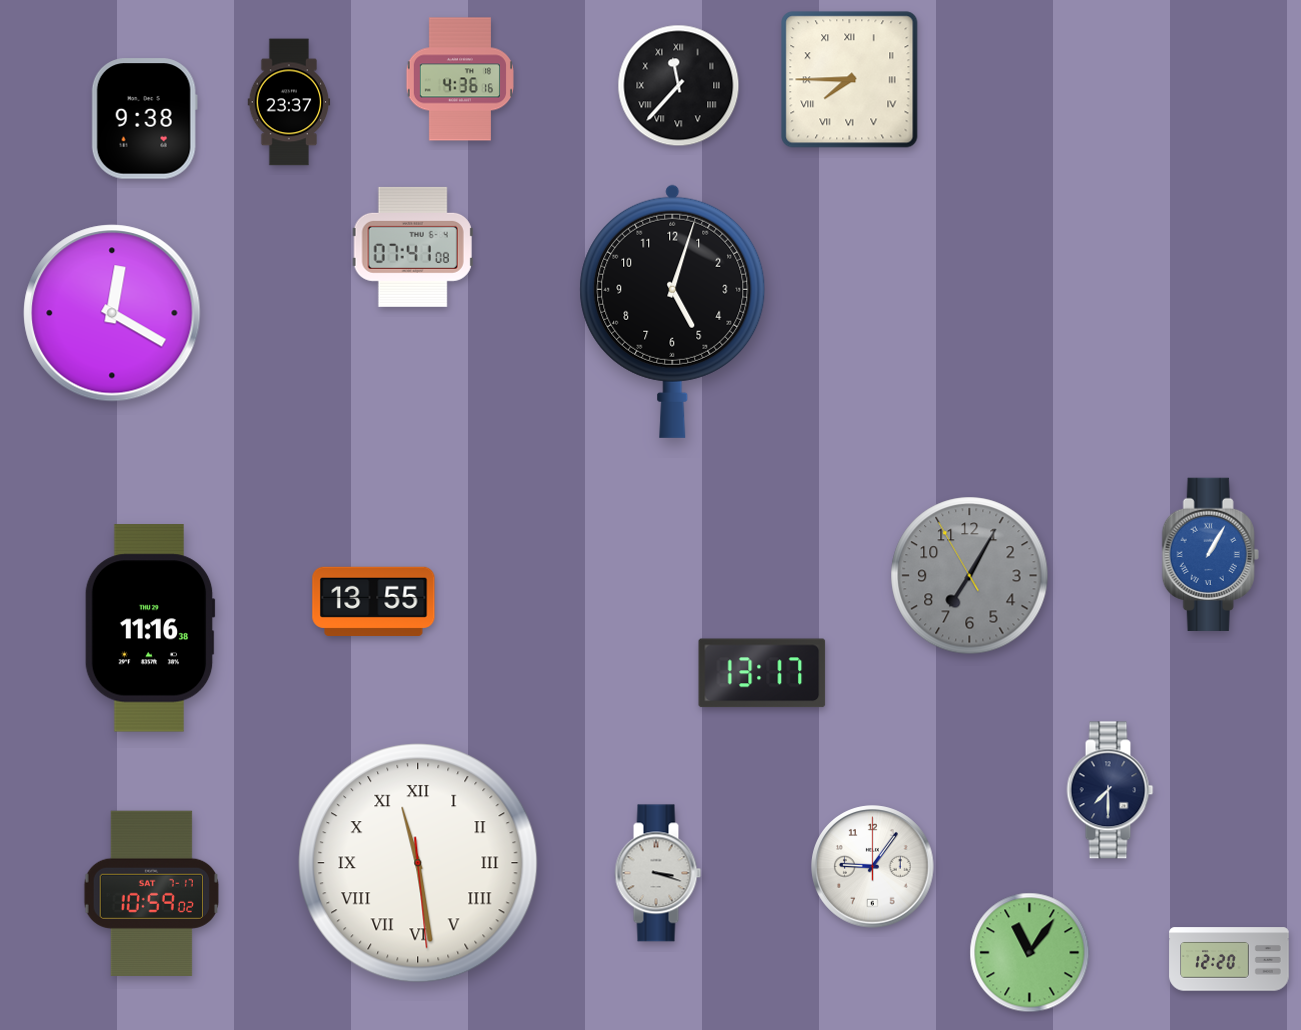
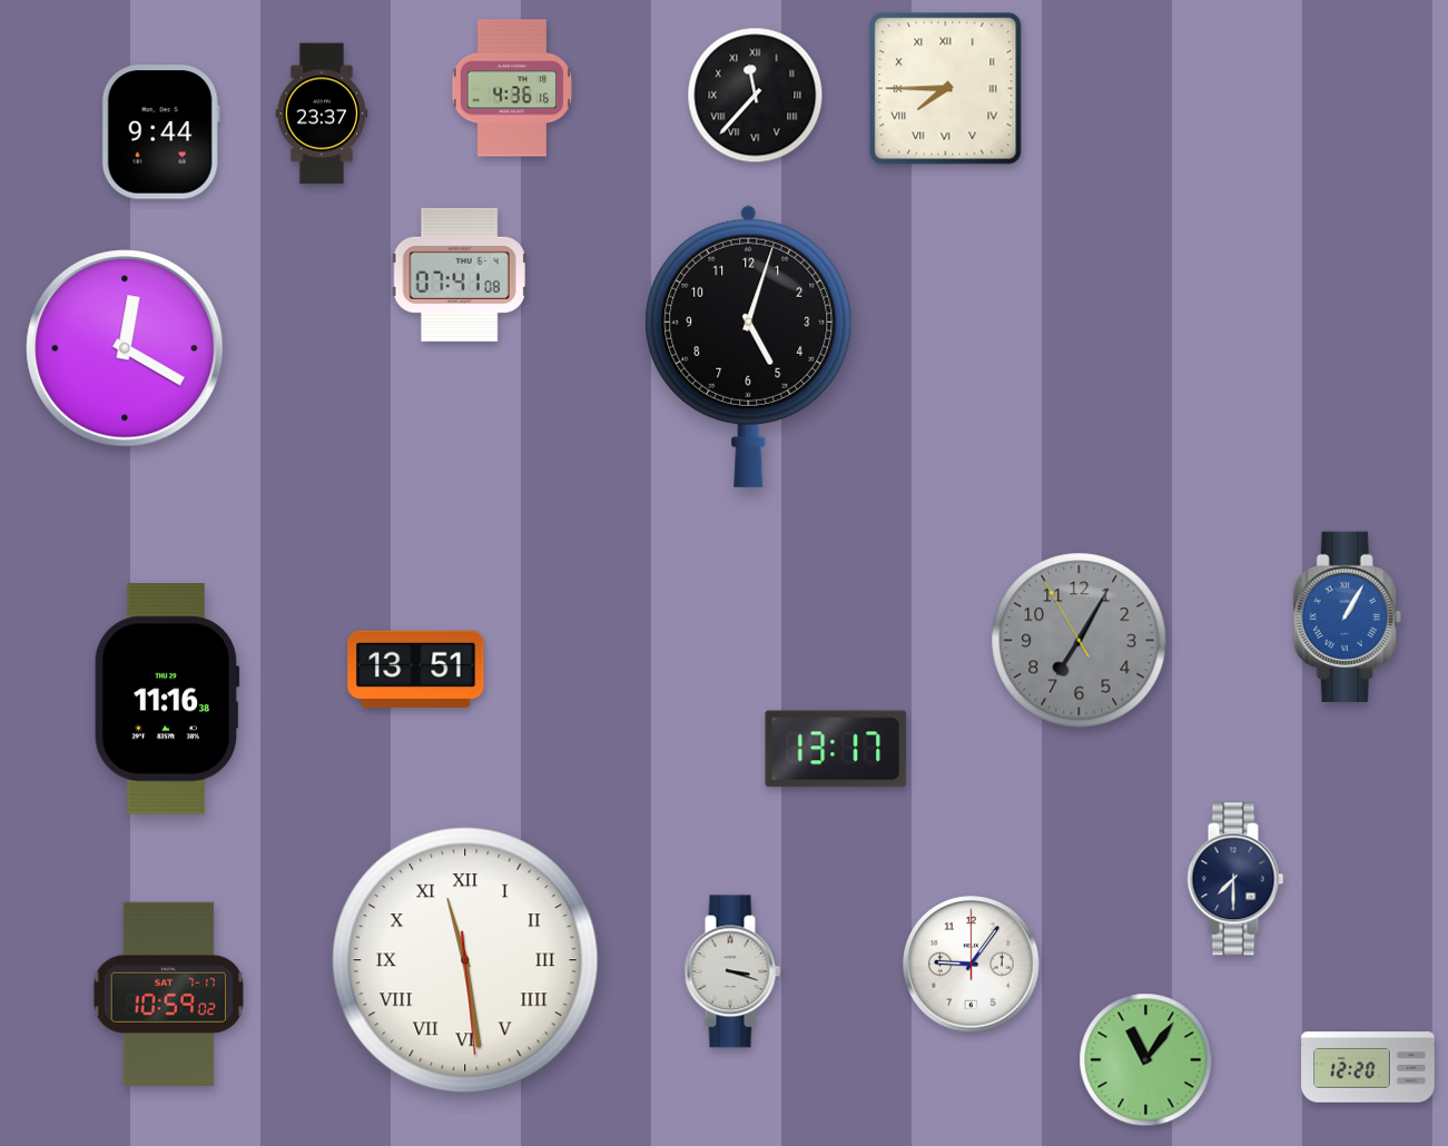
clock at (144, 119): 9:38 -> 9:44
clock at (374, 601): 13:55 -> 13:51
clock at (762, 673) position: (762, 673) -> (836, 749)
